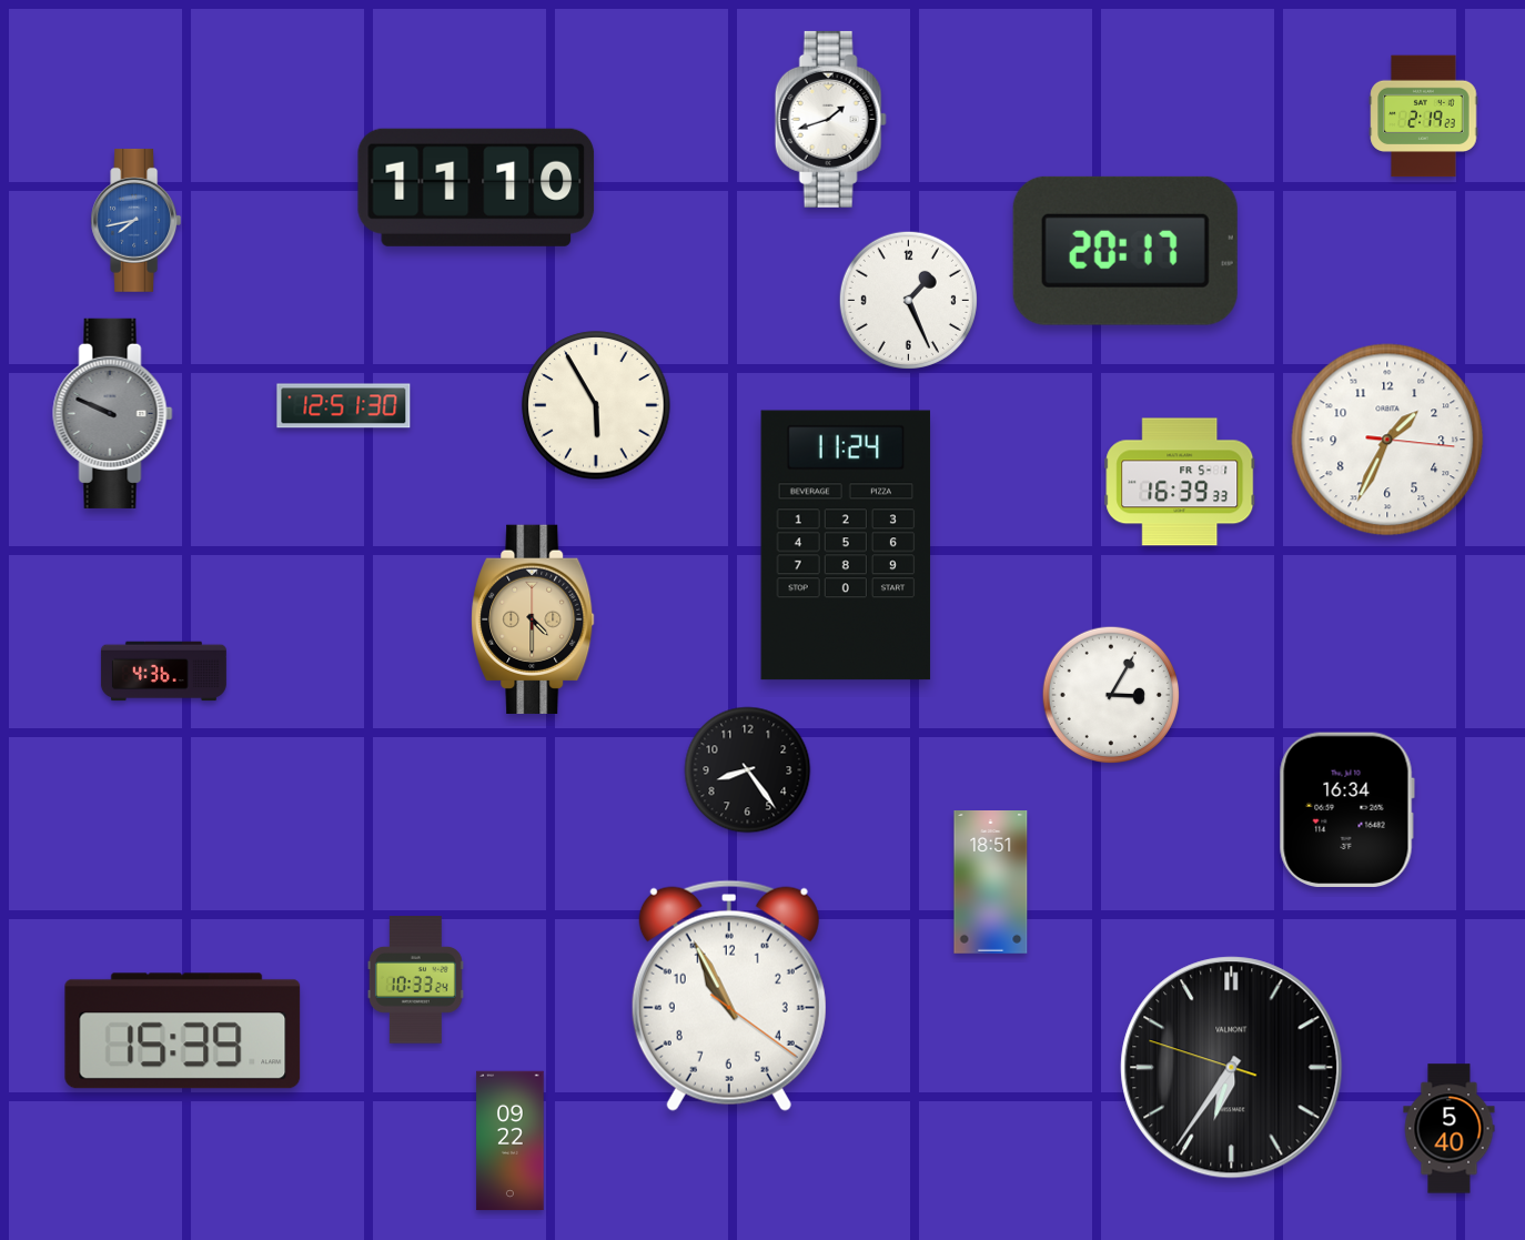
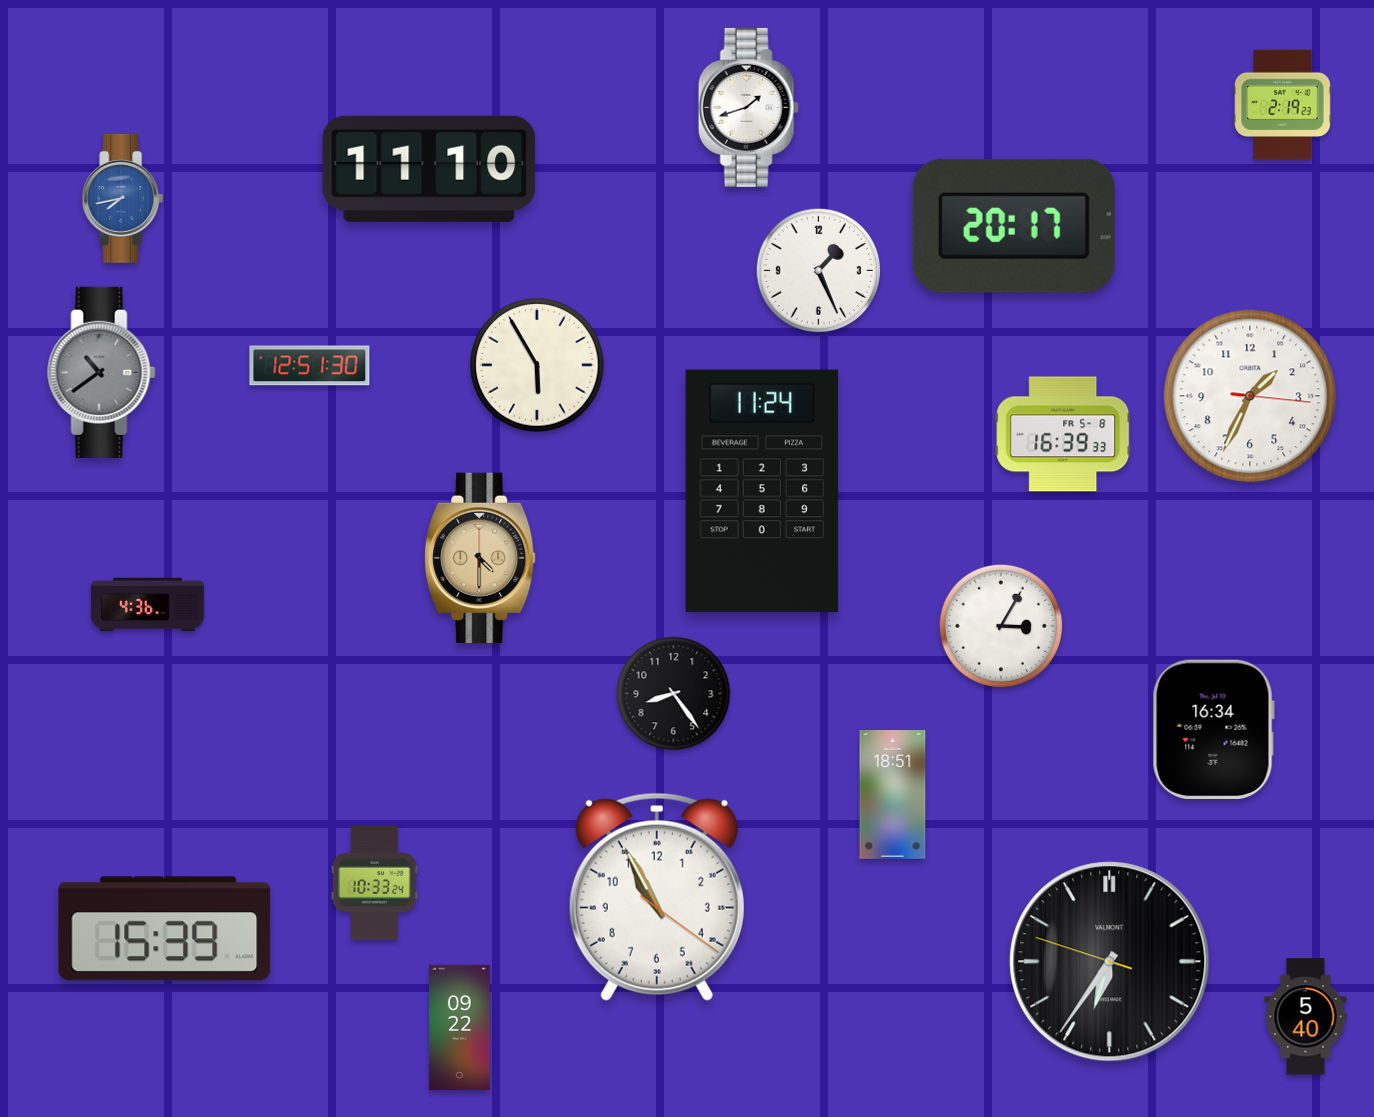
clock at (113, 413): 9:49 -> 10:39
clock at (1180, 482) date: FR 5-1 -> FR 5-8
